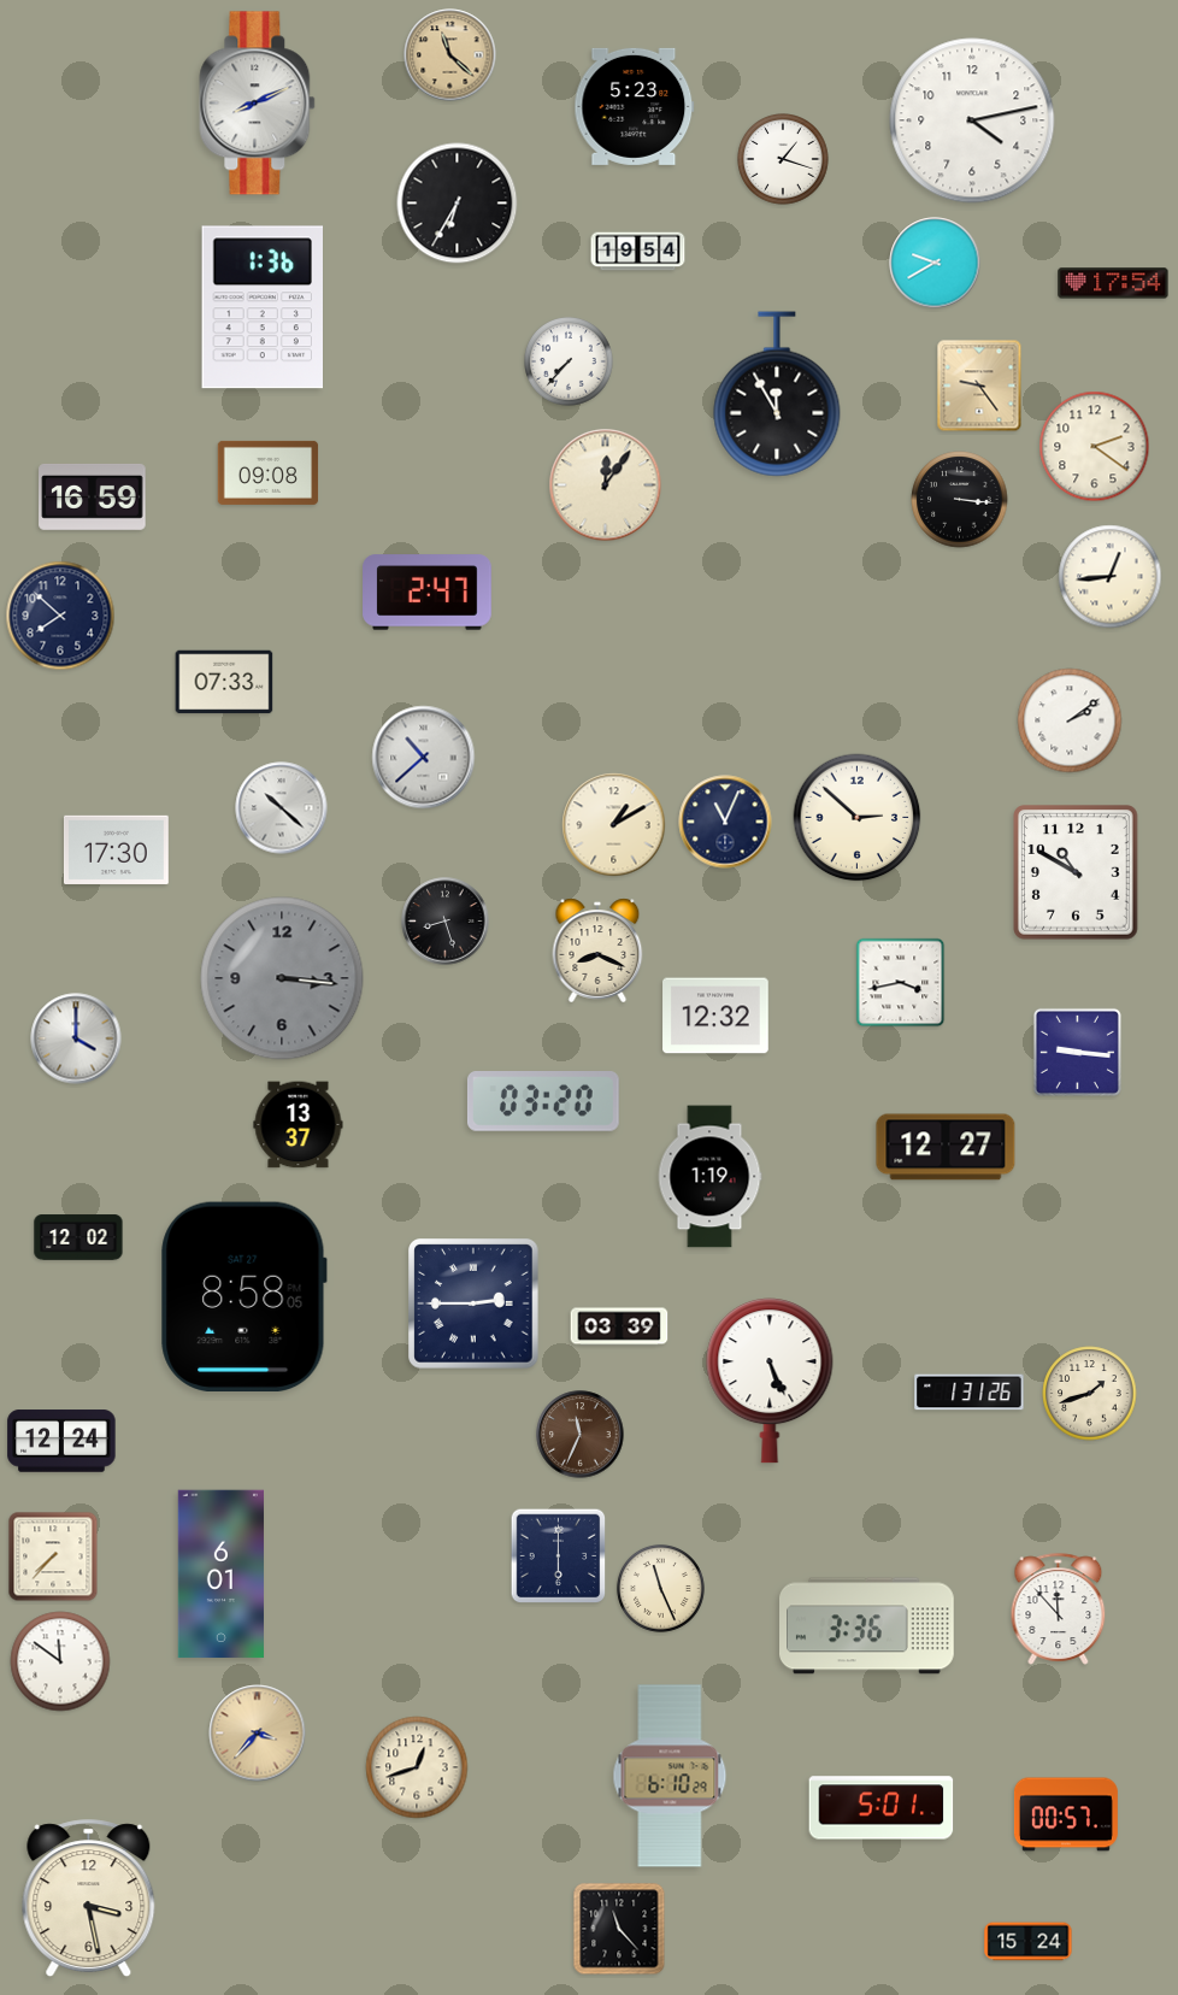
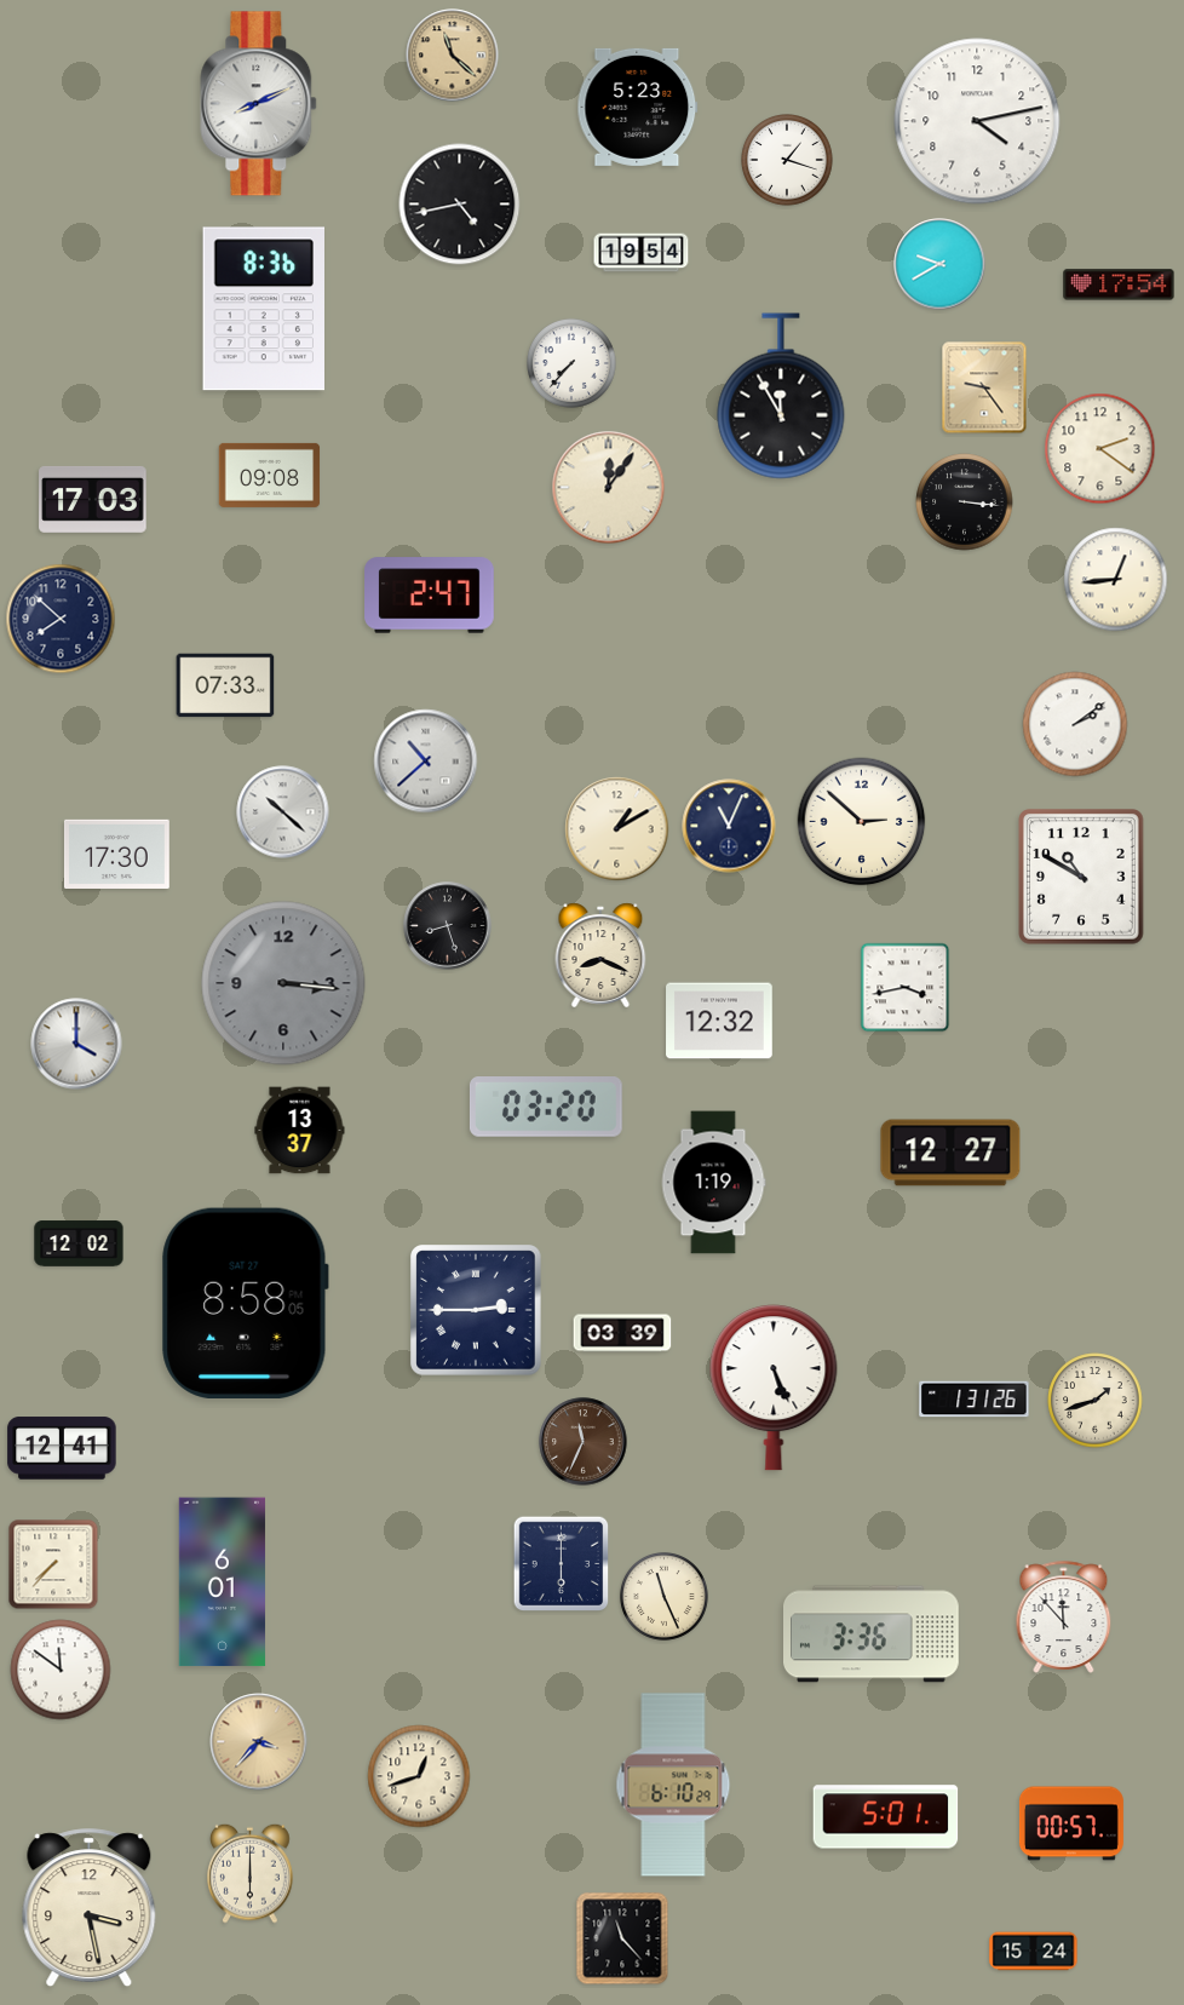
clock at (458, 204): 6:35 -> 4:43
clock at (261, 307): 1:36 -> 8:36
clock at (93, 496): 16:59 -> 17:03
clock at (1077, 1052): 9:16 -> none
clock at (61, 1441): 12:24 -> 12:41
clock at (251, 1873): none -> 6:00
